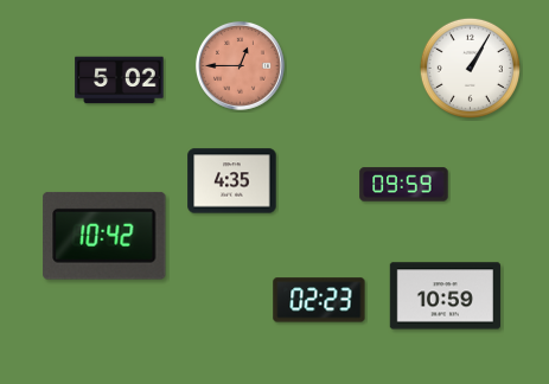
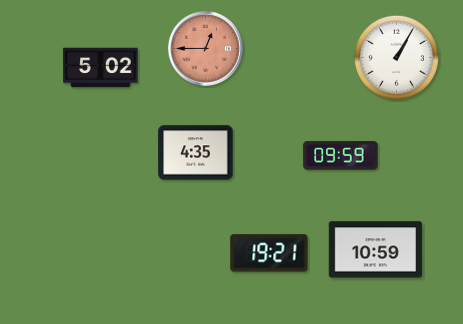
clock at (240, 65) position: (240, 65) -> (205, 48)
clock at (104, 236): 10:42 -> none
clock at (319, 300): 02:23 -> 19:21
